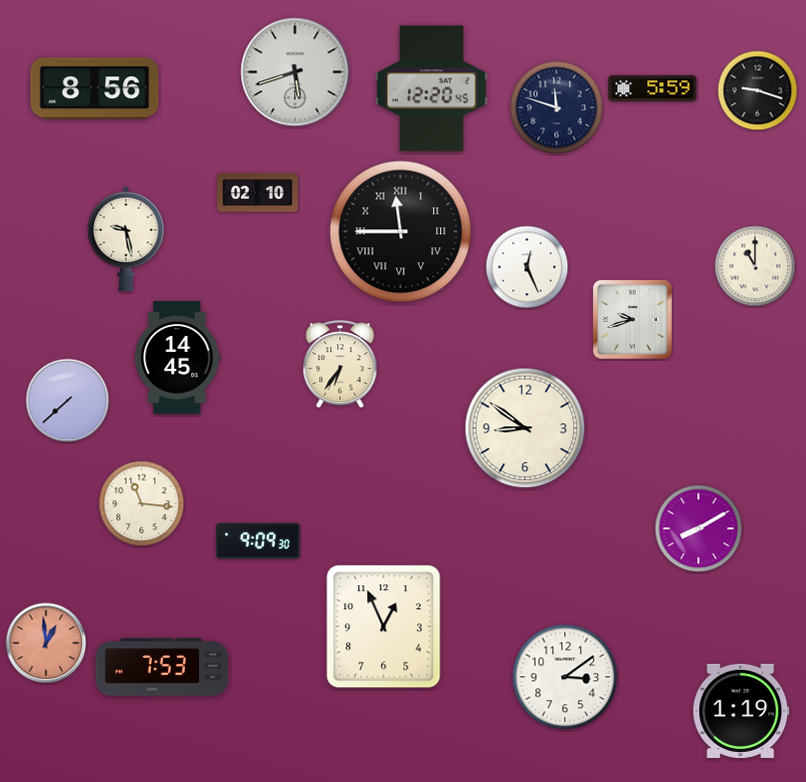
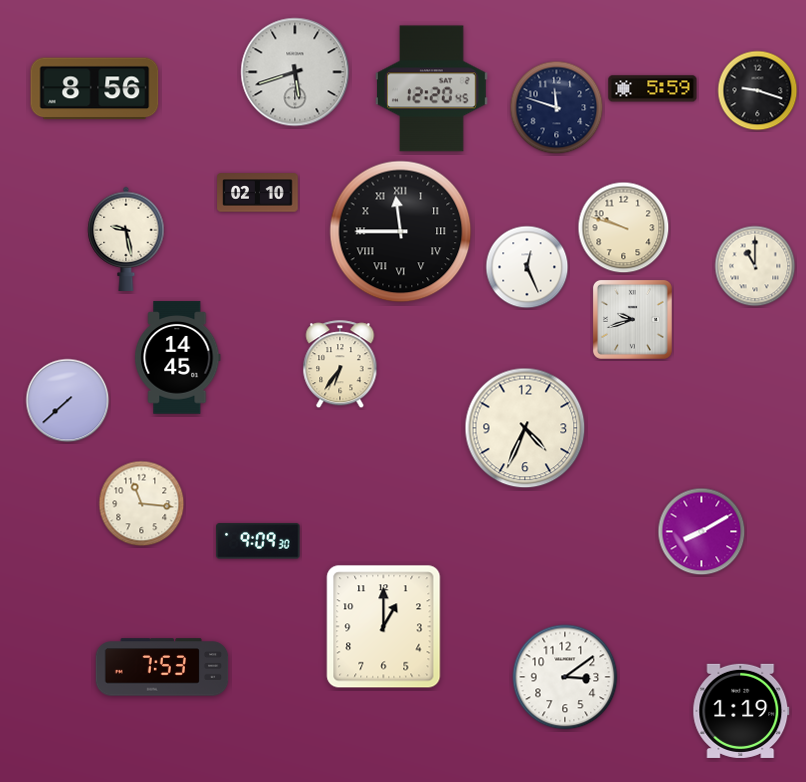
clock at (624, 228): none -> 9:48
clock at (525, 428): 8:51 -> 4:34
clock at (699, 529) position: (699, 529) -> (702, 532)
clock at (384, 627): 12:56 -> 1:00
clock at (46, 643): 12:59 -> none
